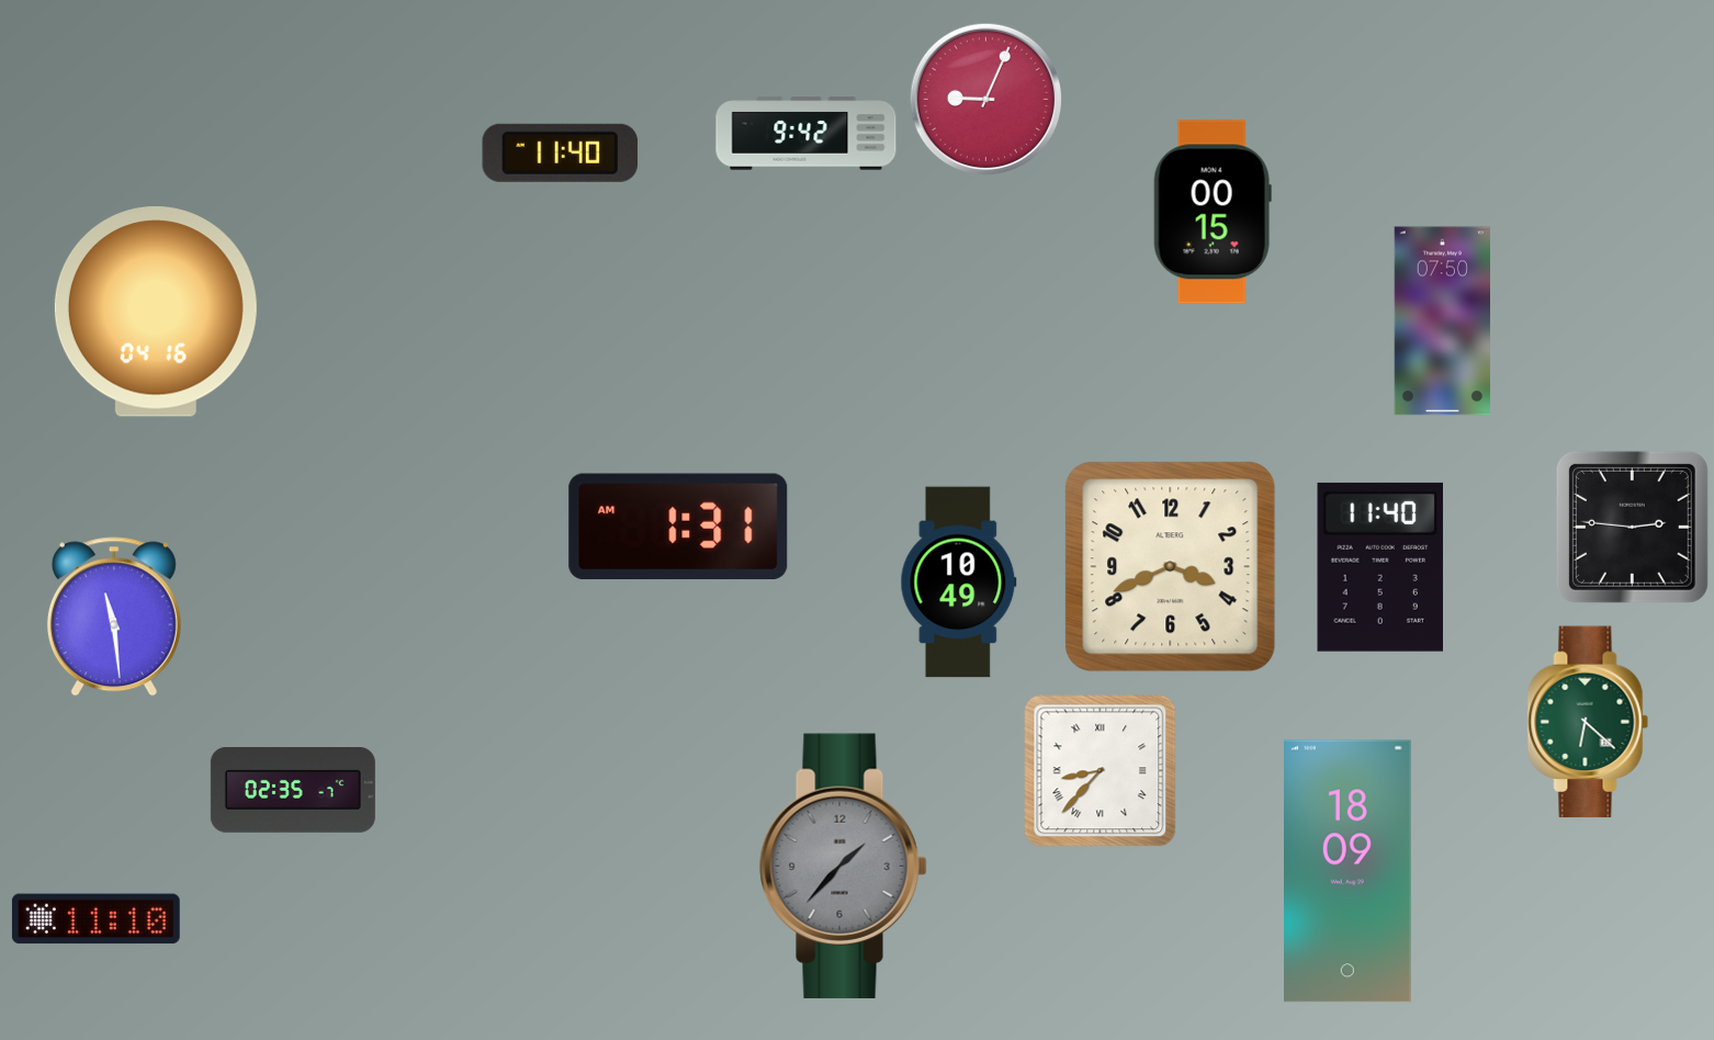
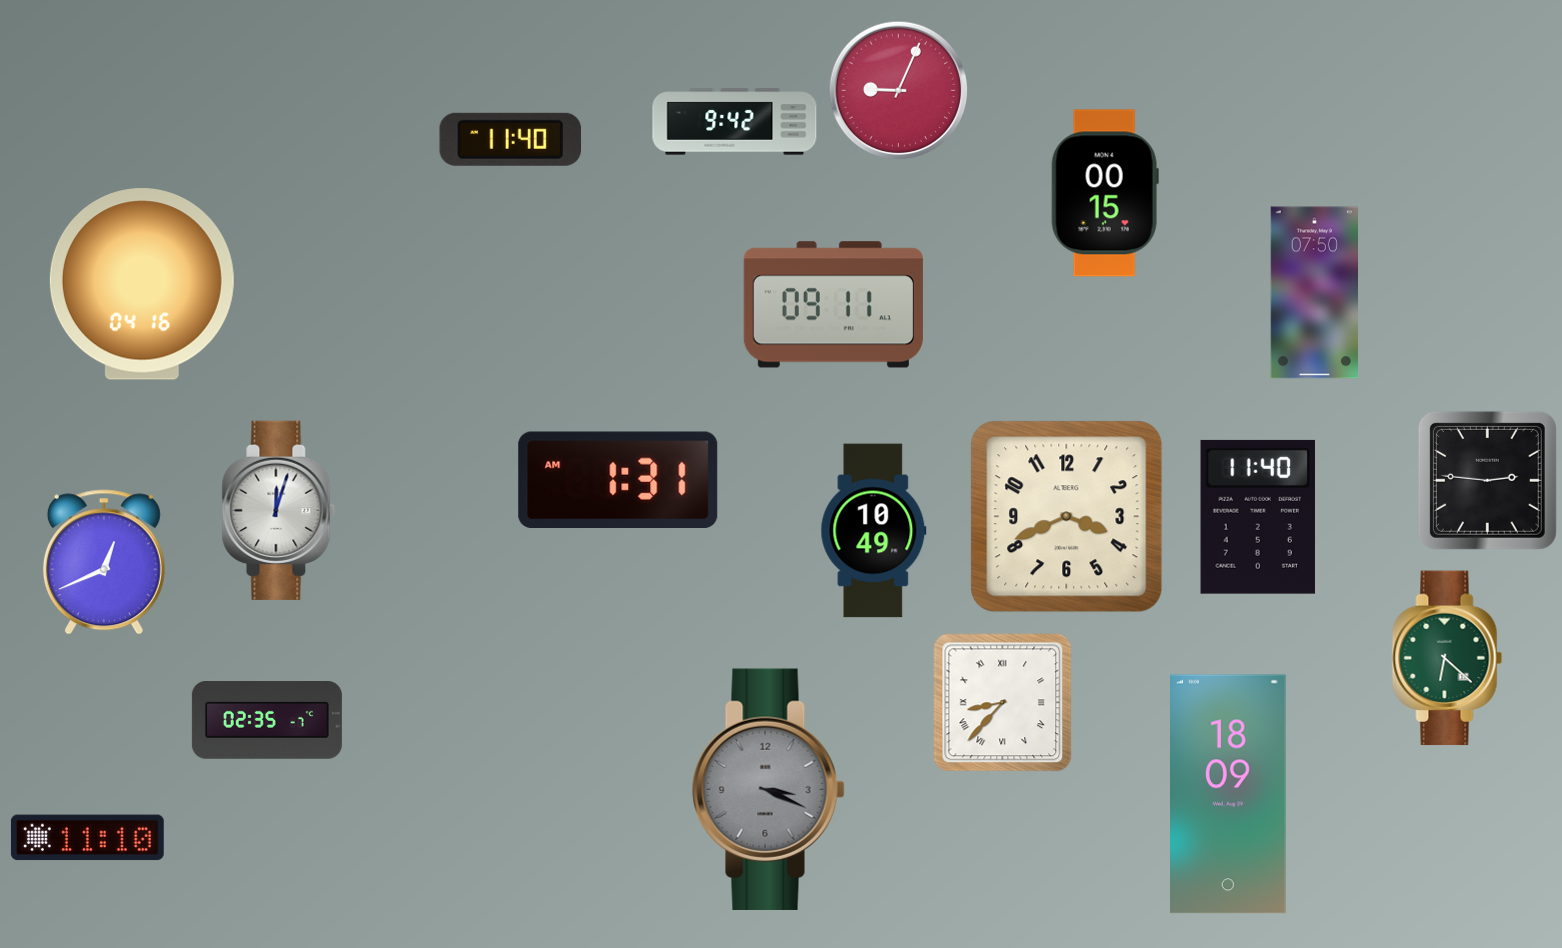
clock at (833, 305): none -> 09:11
clock at (279, 510): none -> 12:03
clock at (114, 617): 11:29 -> 12:41
clock at (844, 866): 1:37 -> 3:19
